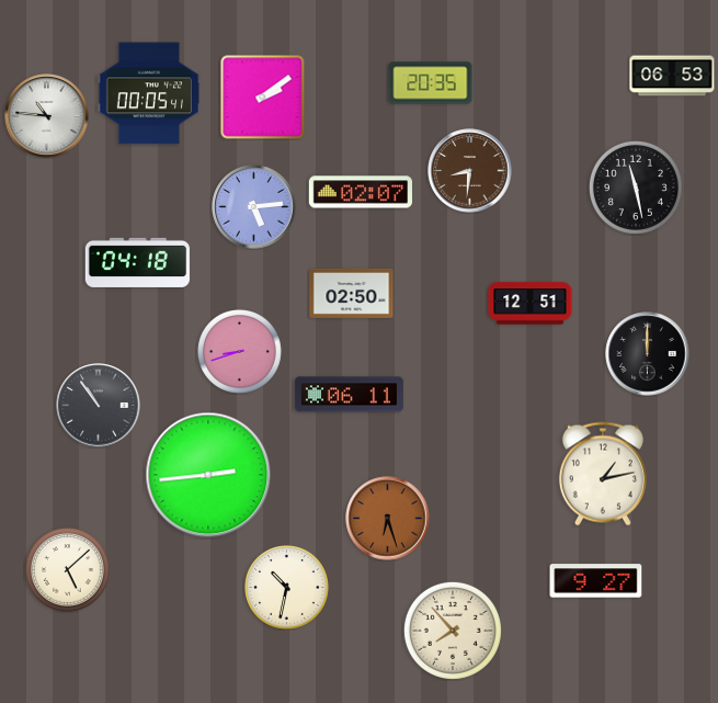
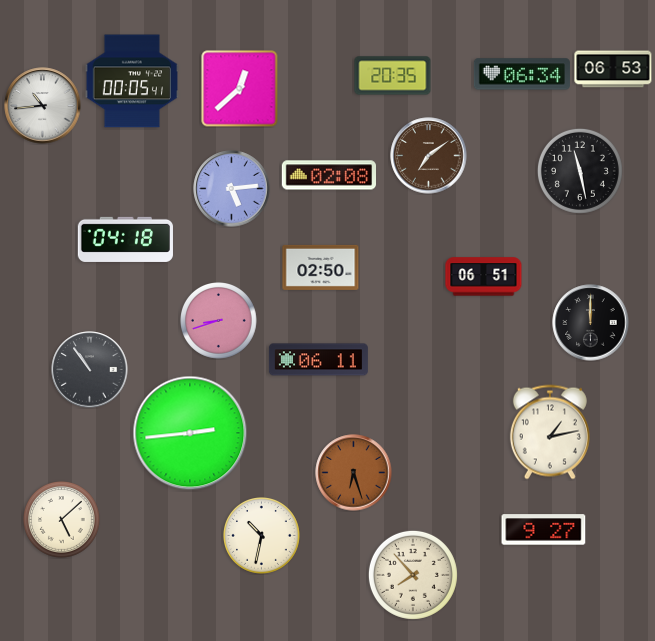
clock at (522, 74): none -> 06:34
clock at (148, 93) position: (148, 93) -> (131, 81)
clock at (263, 98): 2:09 -> 12:38
clock at (47, 116): 10:46 -> 10:44
clock at (470, 171): 8:31 -> 7:09
clock at (360, 192): 02:07 -> 02:08
clock at (531, 304): 12:51 -> 06:51
